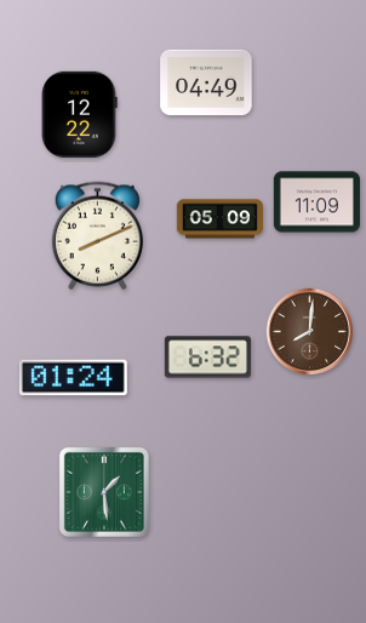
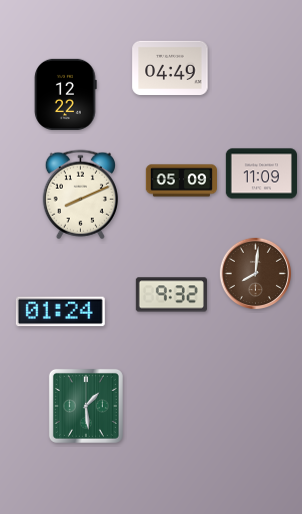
clock at (316, 202) position: (316, 202) -> (261, 174)
clock at (207, 358): 6:32 -> 9:32
